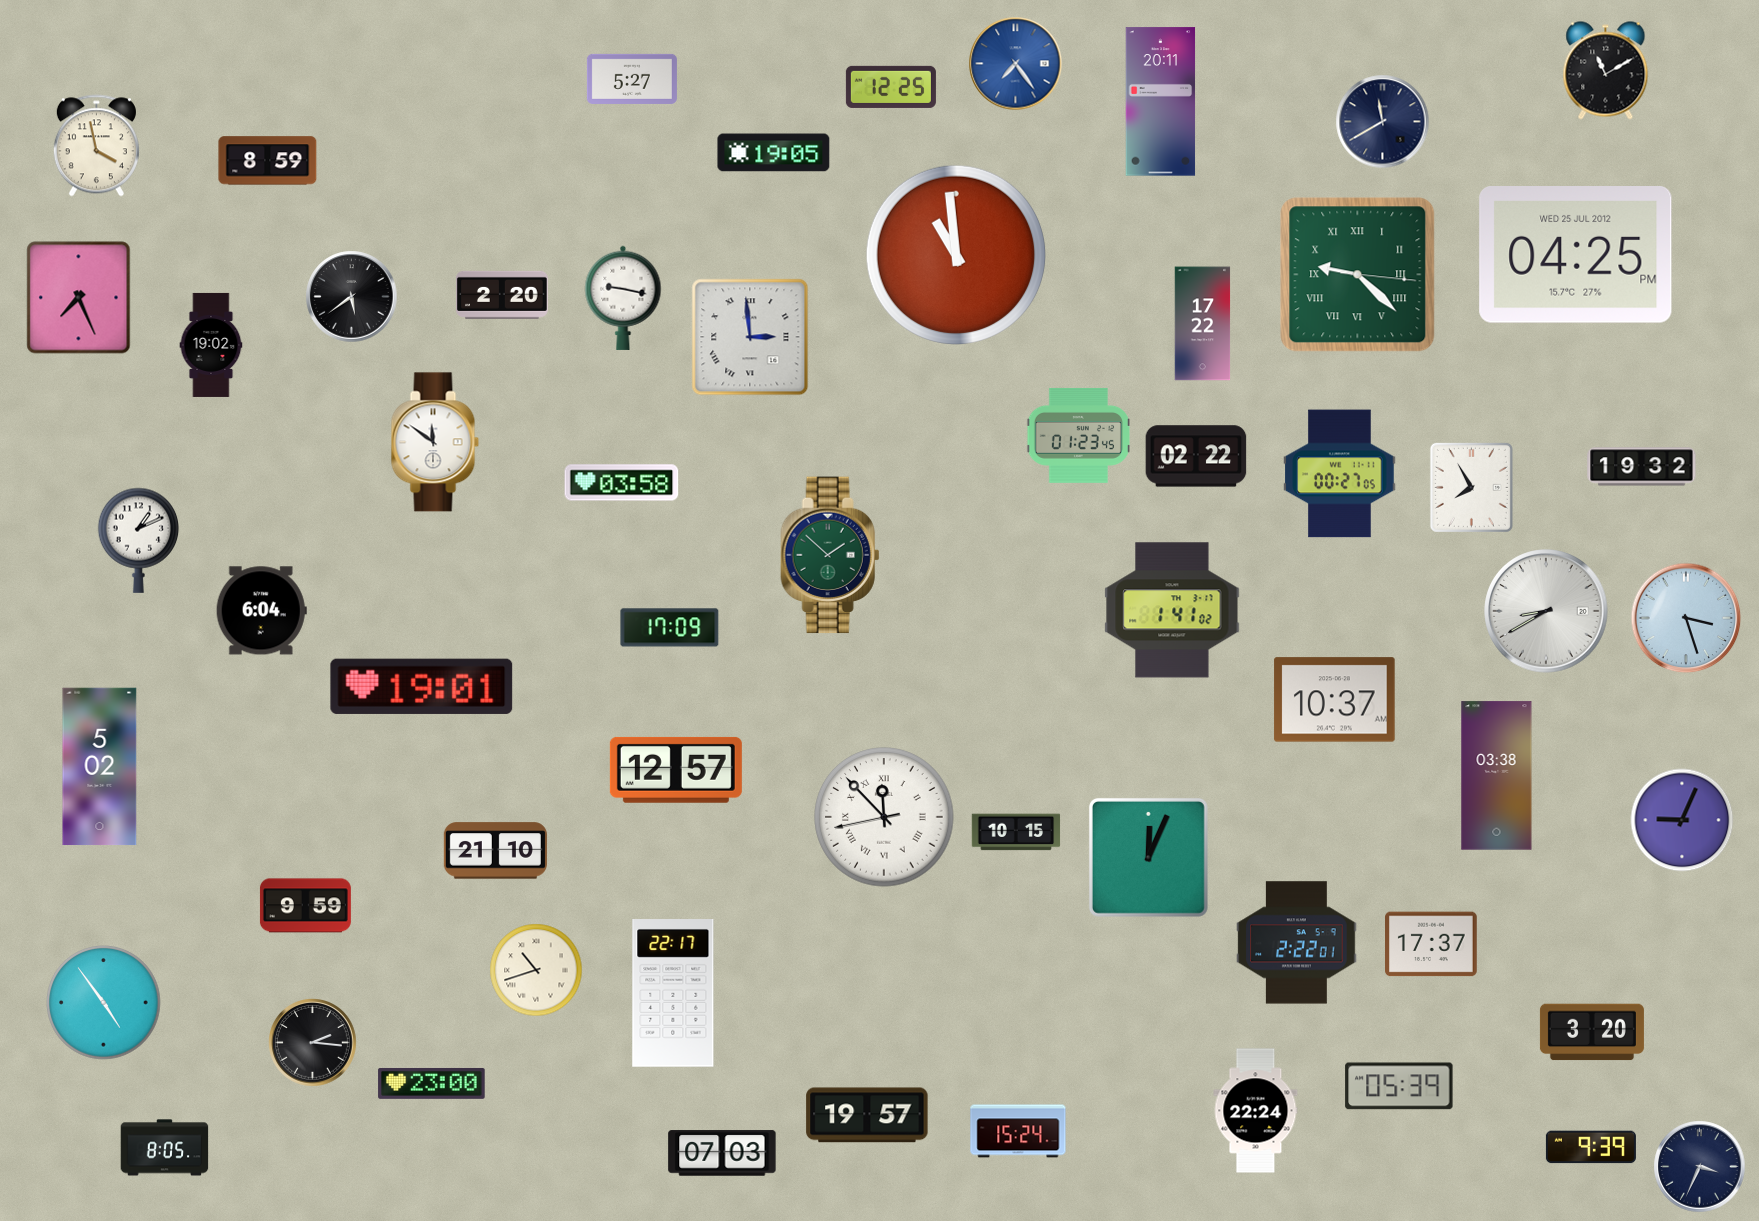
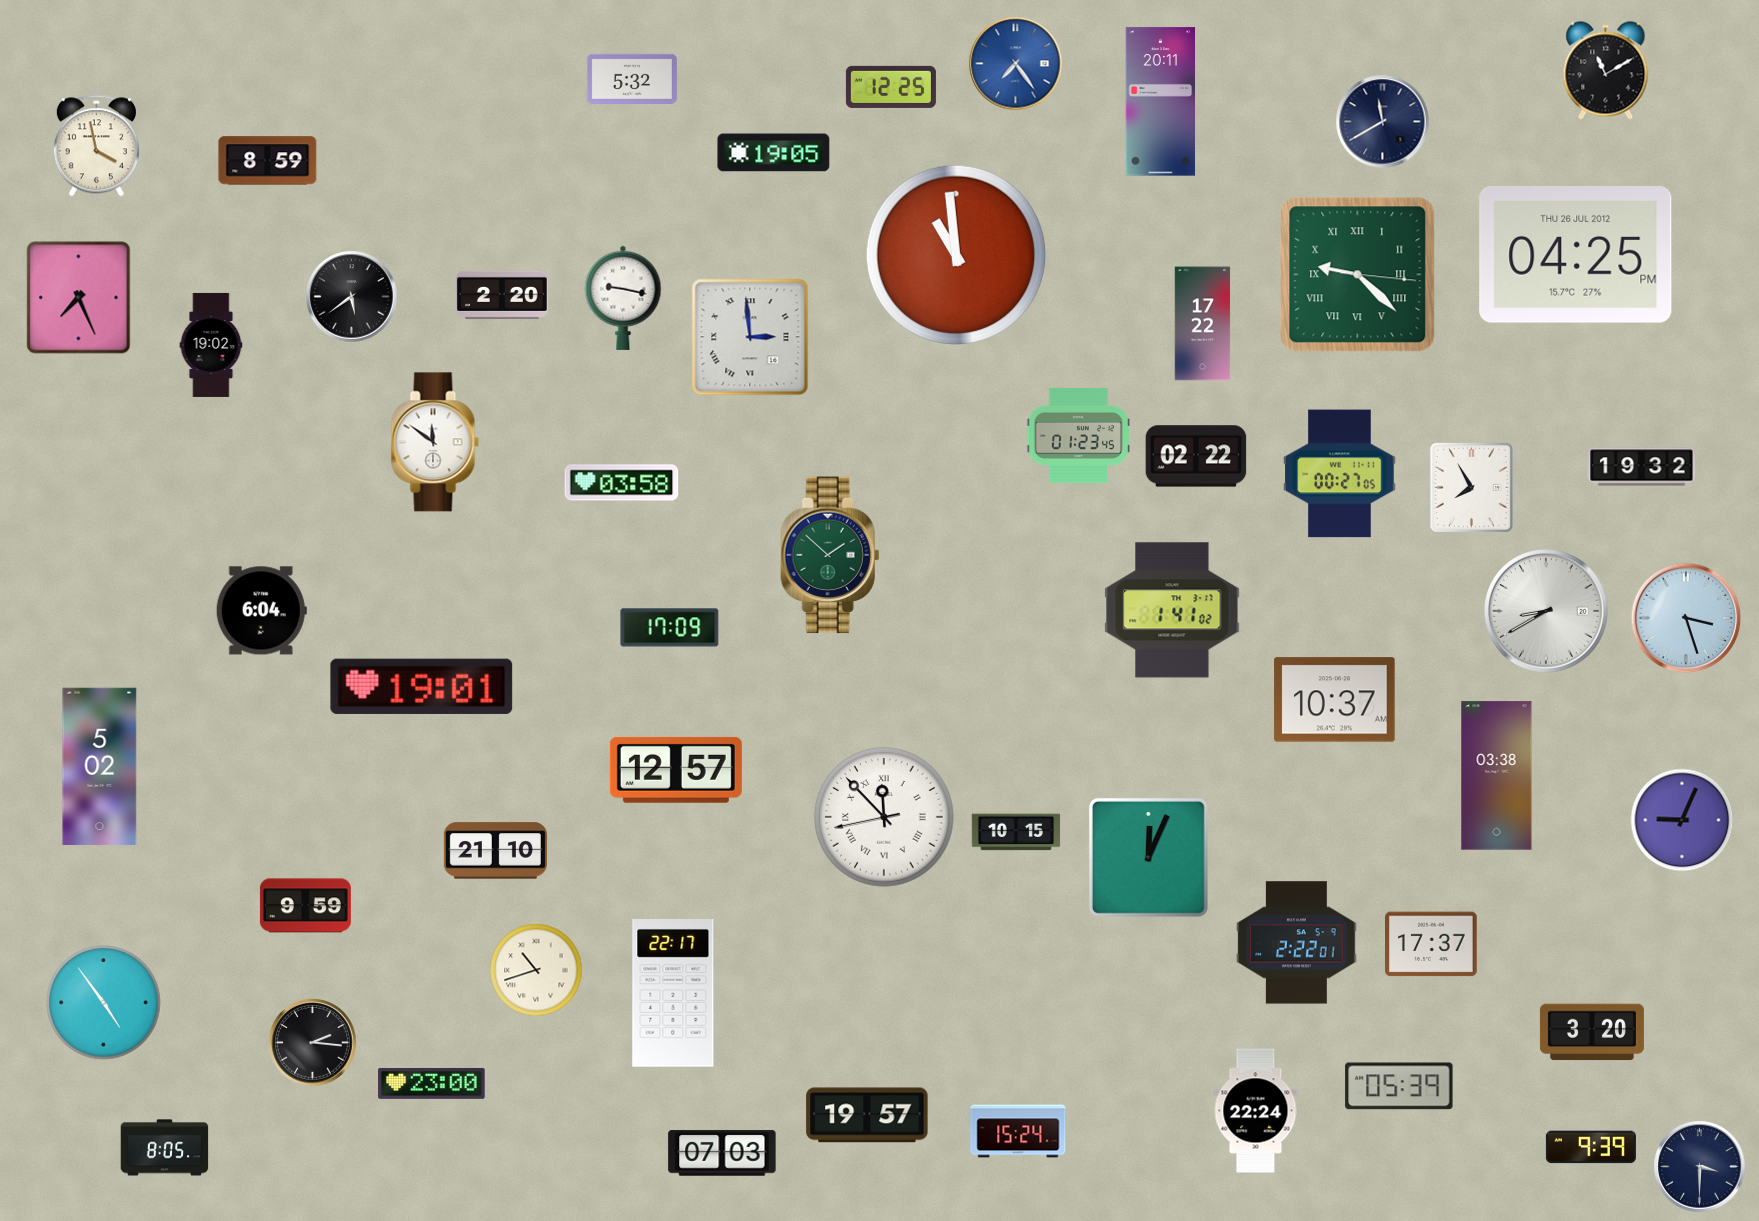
clock at (632, 79): 5:27 -> 5:32
clock at (1576, 255) date: WED 25 JUL 2012 -> THU 26 JUL 2012
clock at (139, 540): 1:11 -> none
clock at (1700, 1167): 3:34 -> 3:30
